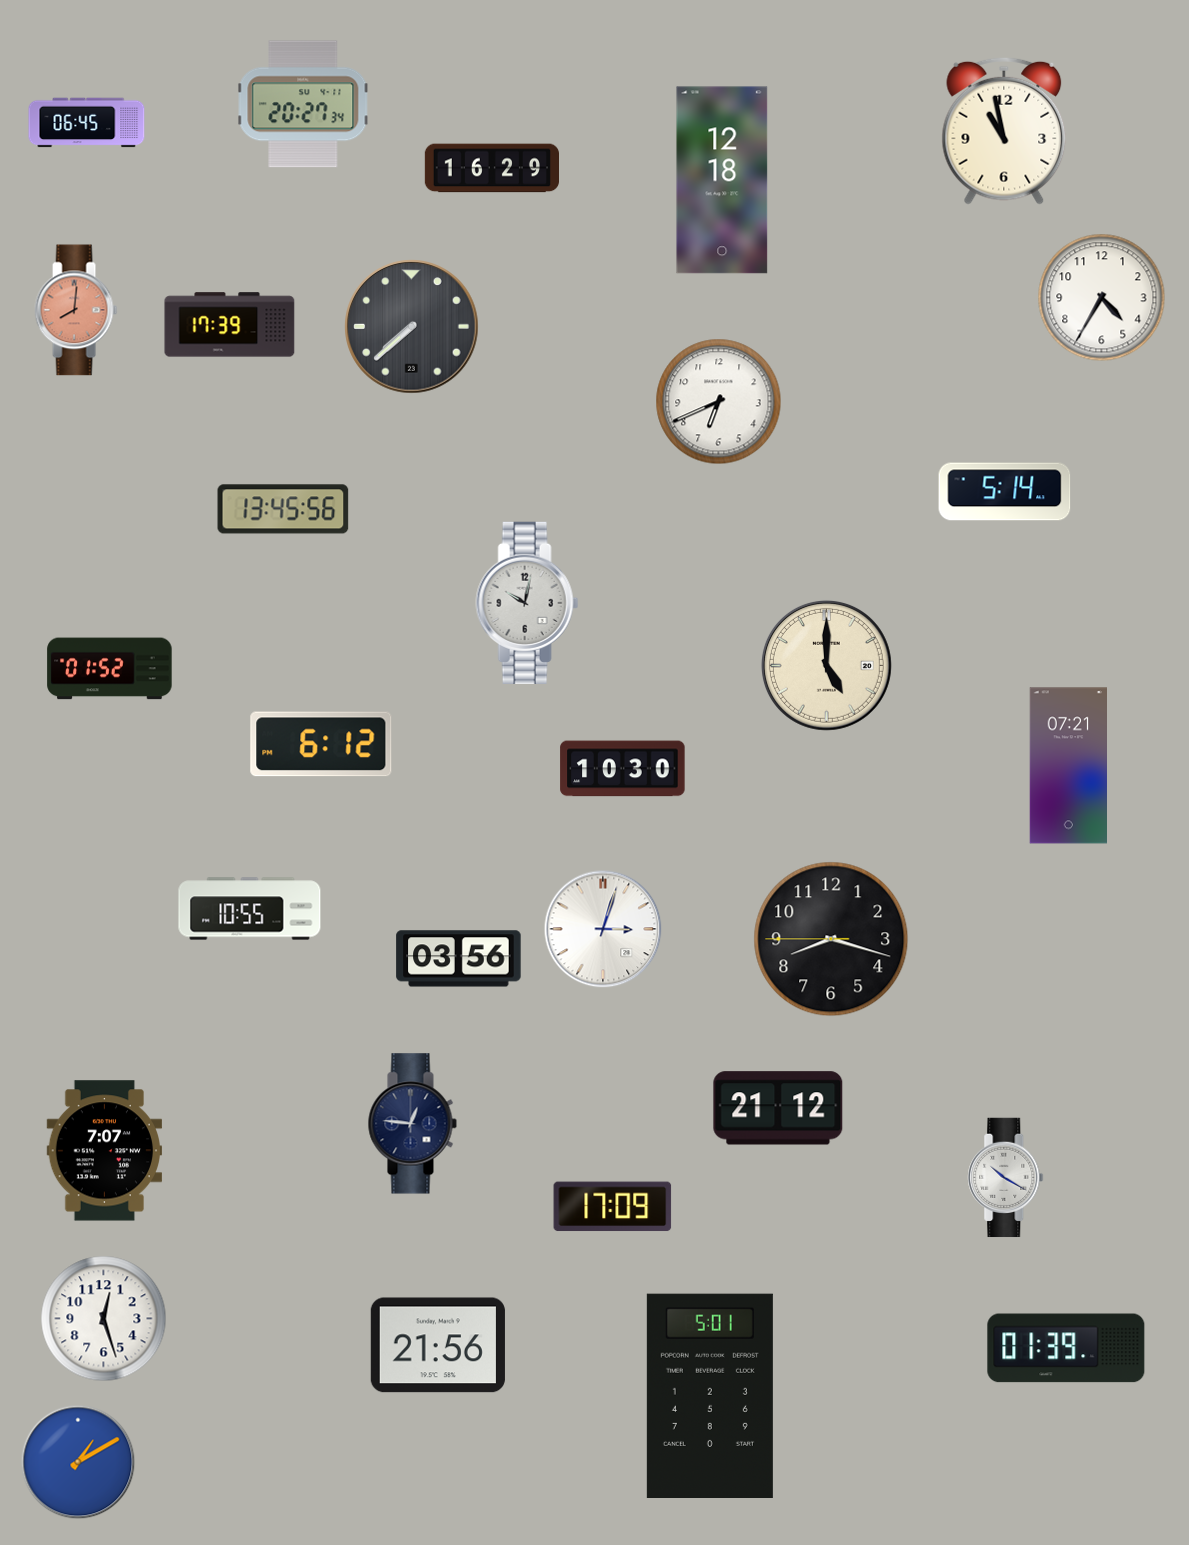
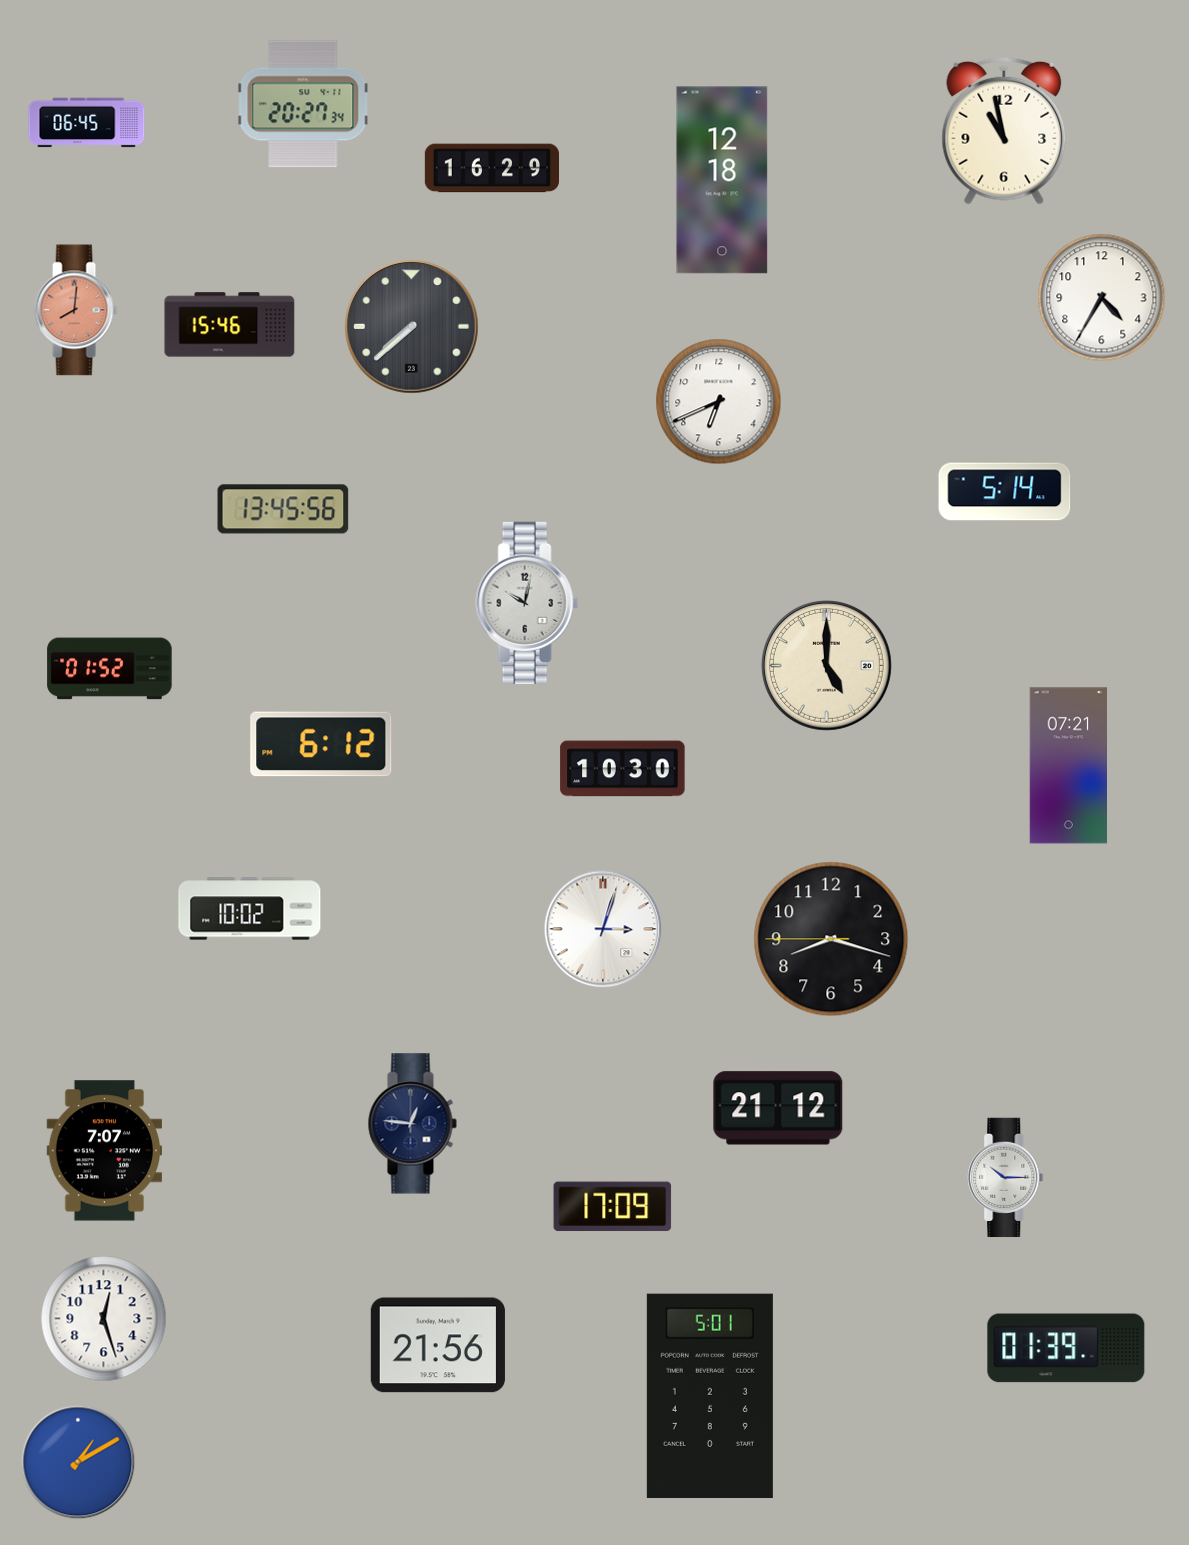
clock at (230, 325): 17:39 -> 15:46
clock at (250, 909): 10:55 -> 10:02
clock at (459, 959): 03:56 -> none
clock at (1006, 1178): 10:20 -> 10:15
